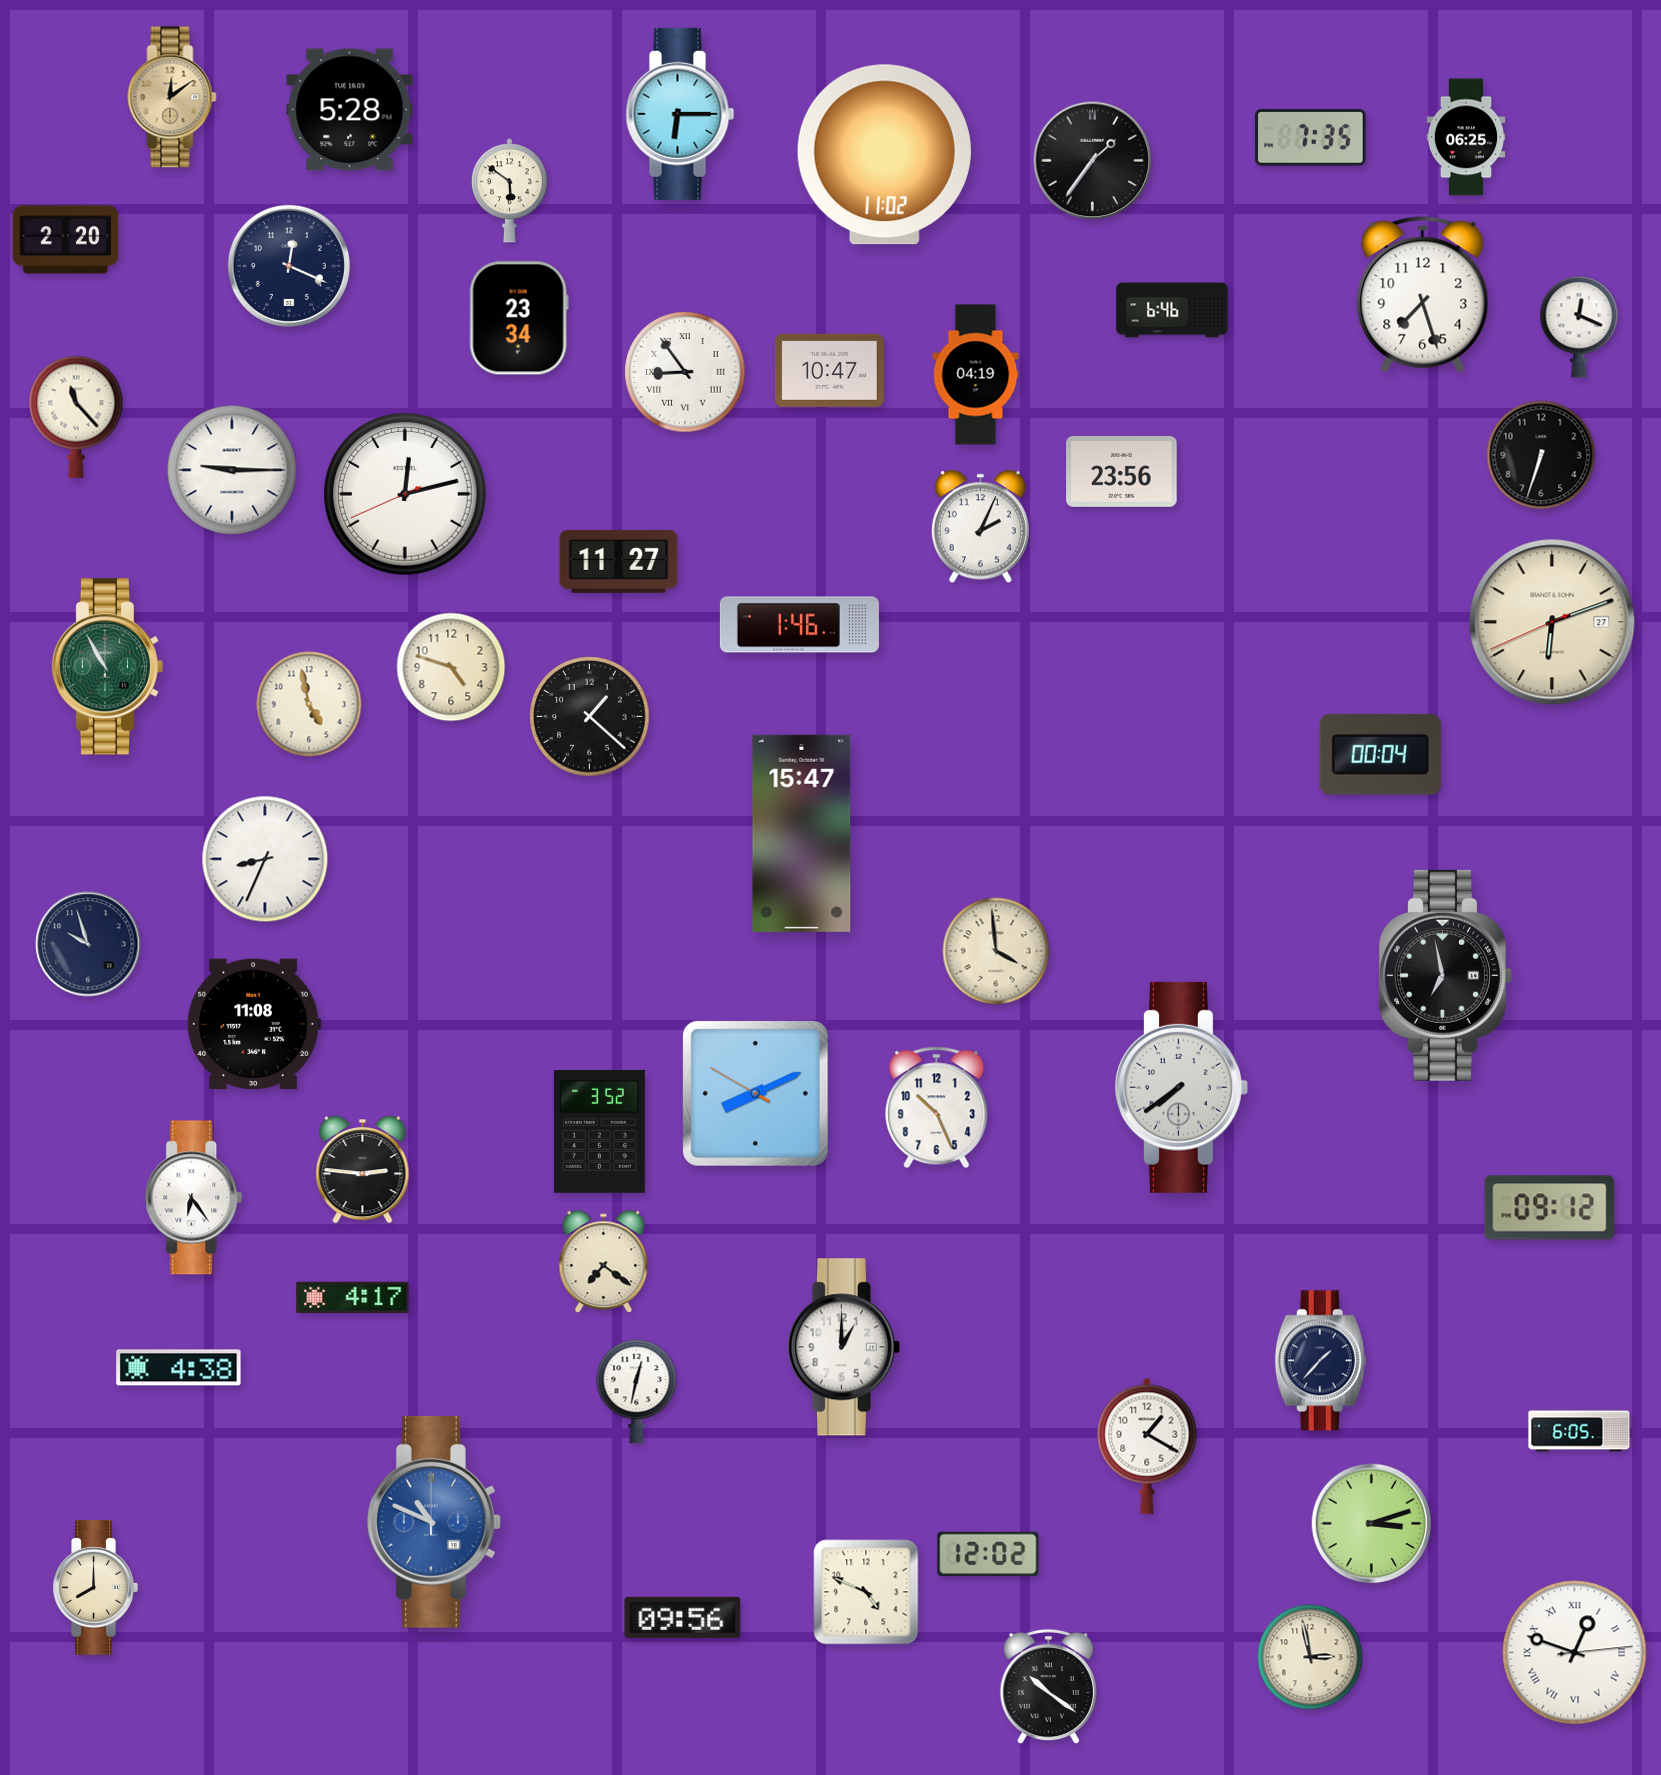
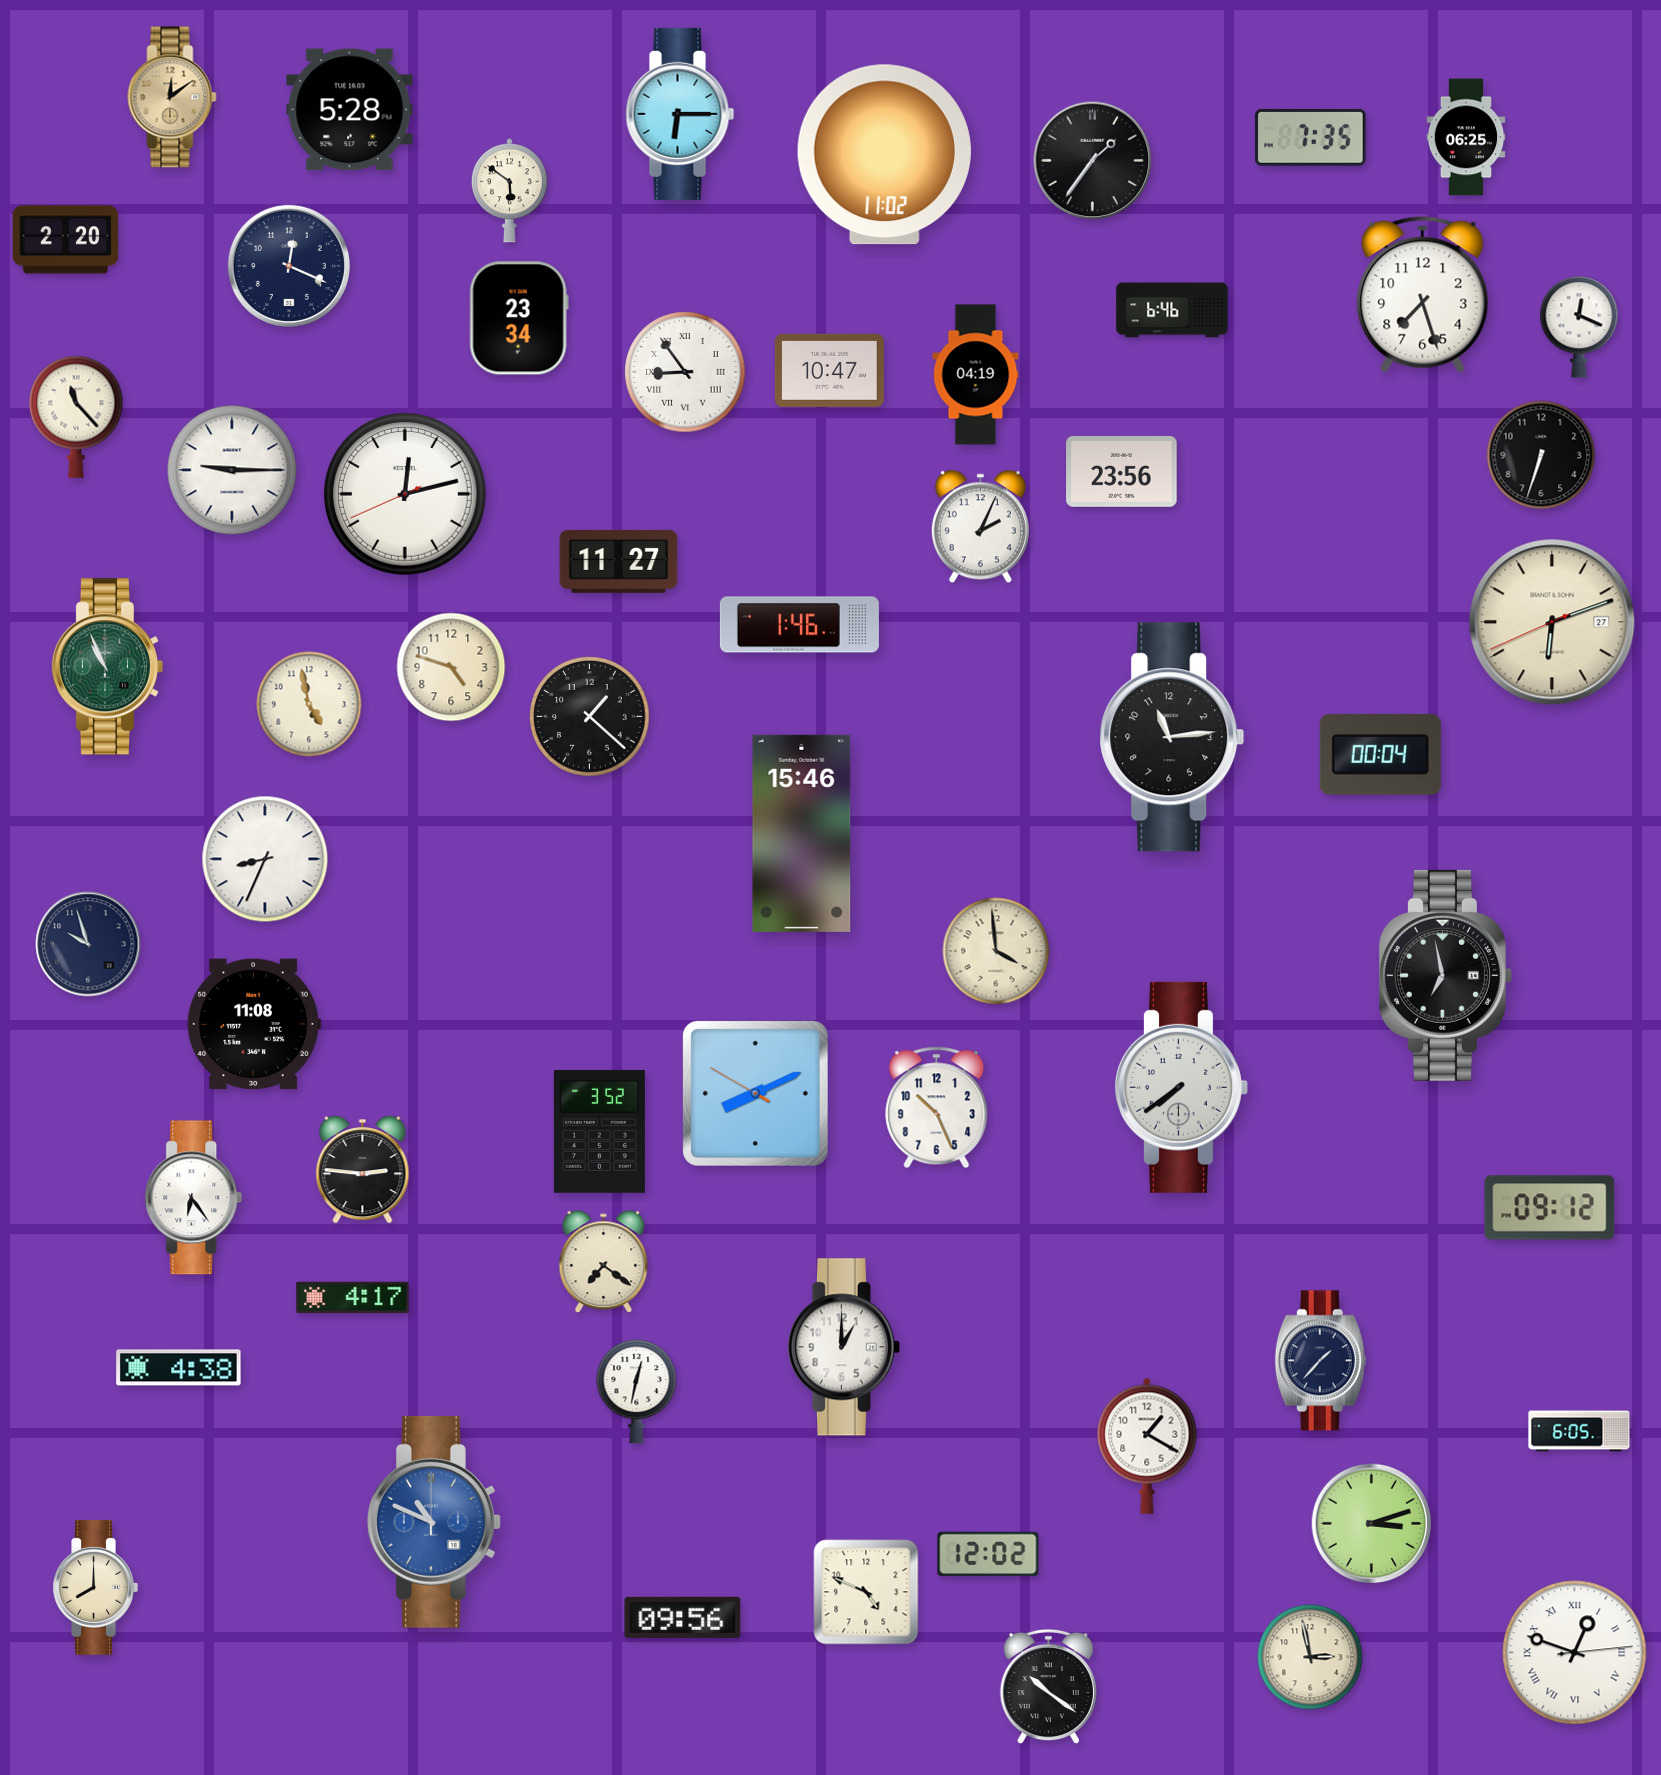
clock at (108, 667): 10:55 -> 10:56
clock at (1172, 737): none -> 11:14
clock at (802, 833): 15:47 -> 15:46
